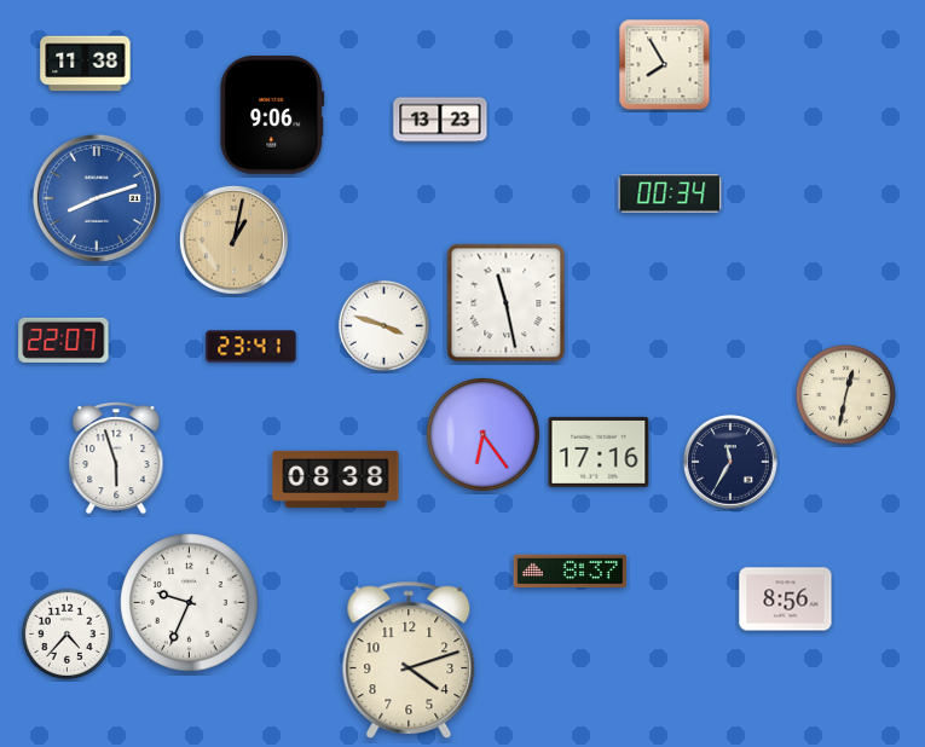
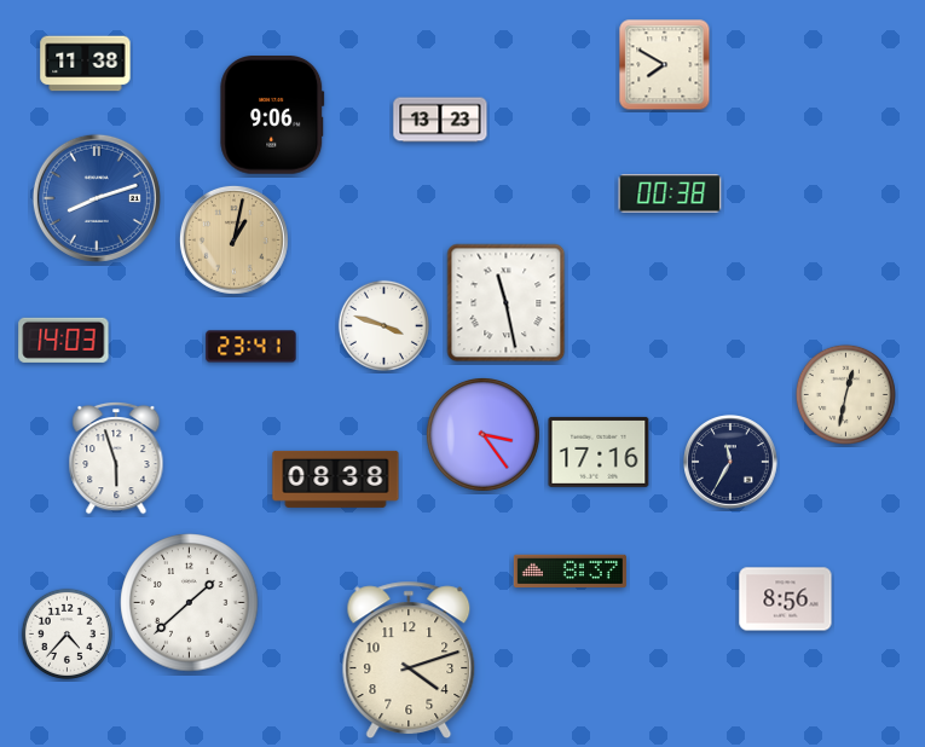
clock at (665, 65): 7:55 -> 7:50
clock at (670, 193): 00:34 -> 00:38
clock at (64, 340): 22:07 -> 14:03
clock at (482, 434): 6:24 -> 3:24
clock at (190, 603): 9:34 -> 1:38
